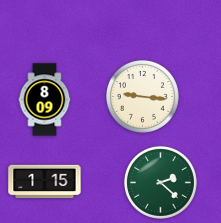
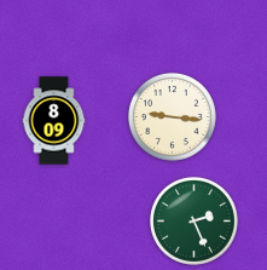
clock at (45, 182): 1:15 -> none
clock at (160, 182): 2:22 -> 2:26
